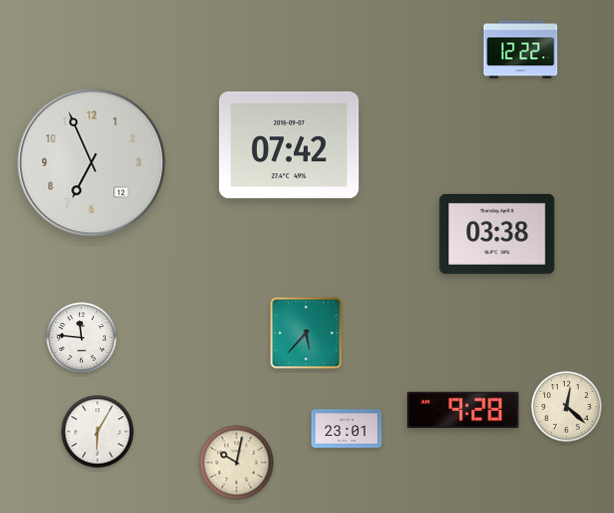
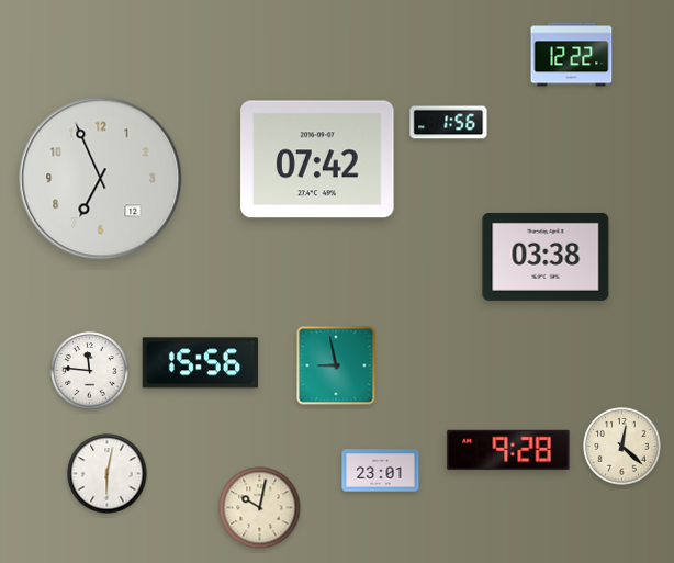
clock at (449, 123): none -> 1:56
clock at (201, 363): none -> 15:56
clock at (306, 333): 5:37 -> 8:58
clock at (98, 432): 6:05 -> 6:02
